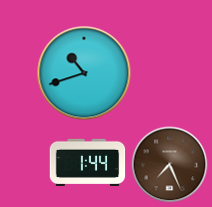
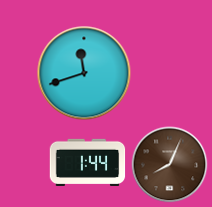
clock at (84, 73): 10:42 -> 11:42
clock at (170, 165): 7:26 -> 8:04
